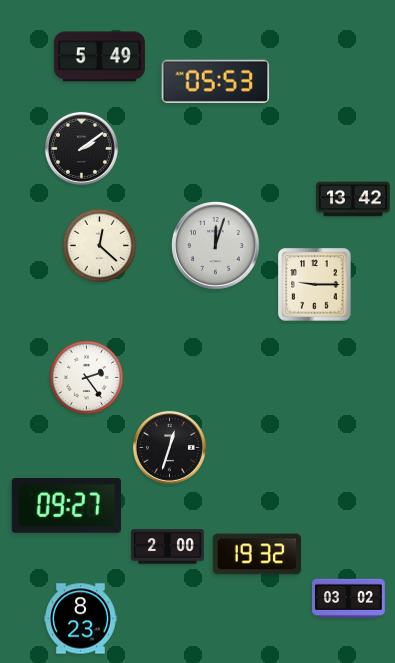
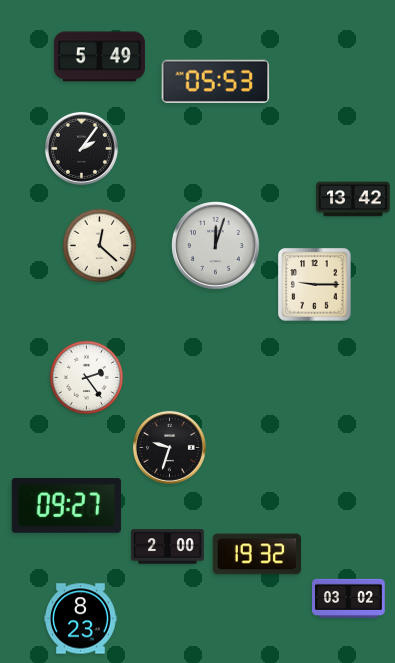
clock at (81, 148): 2:09 -> 2:06
clock at (169, 447): 12:33 -> 9:33
